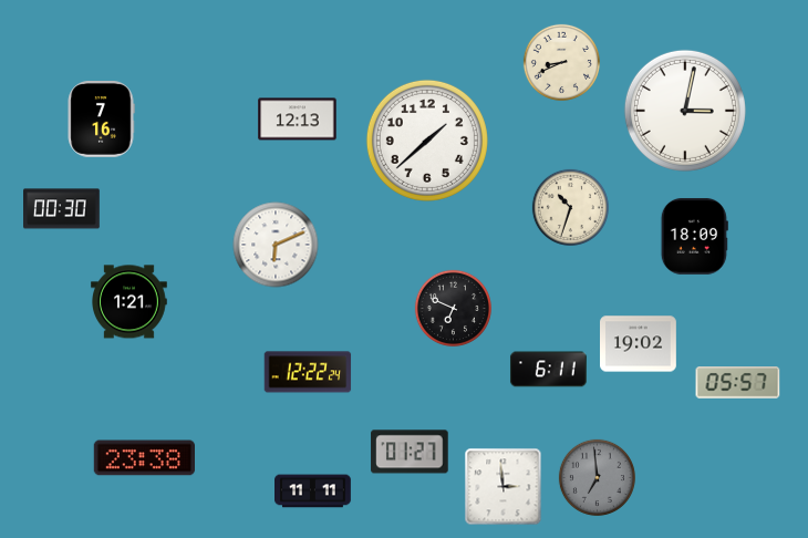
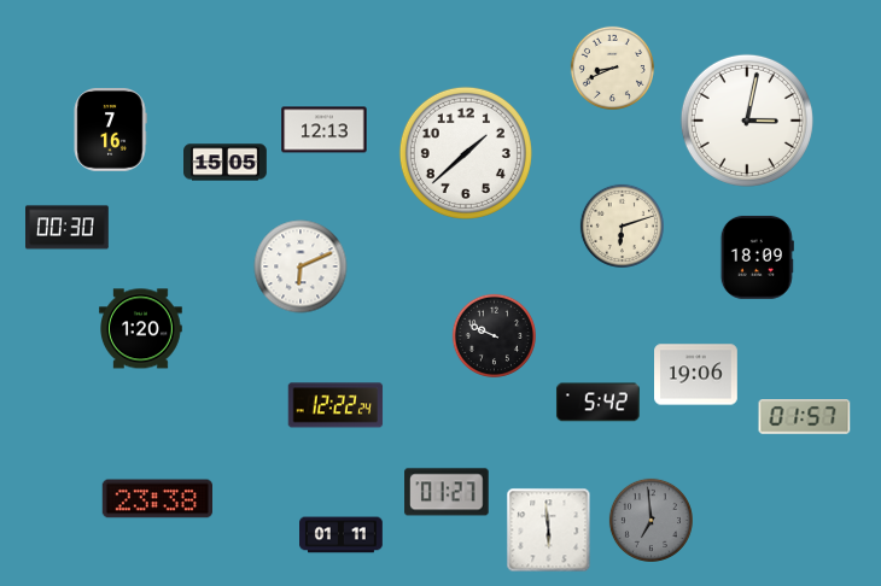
clock at (226, 163): none -> 15:05
clock at (570, 207): 10:33 -> 6:12
clock at (130, 302): 1:21 -> 1:20
clock at (453, 308): 6:49 -> 9:49
clock at (639, 344): 19:02 -> 19:06
clock at (549, 370): 6:11 -> 5:42
clock at (738, 383): 05:57 -> 01:57
clock at (504, 487): 2:59 -> 5:59
clock at (313, 492): 11:11 -> 01:11
